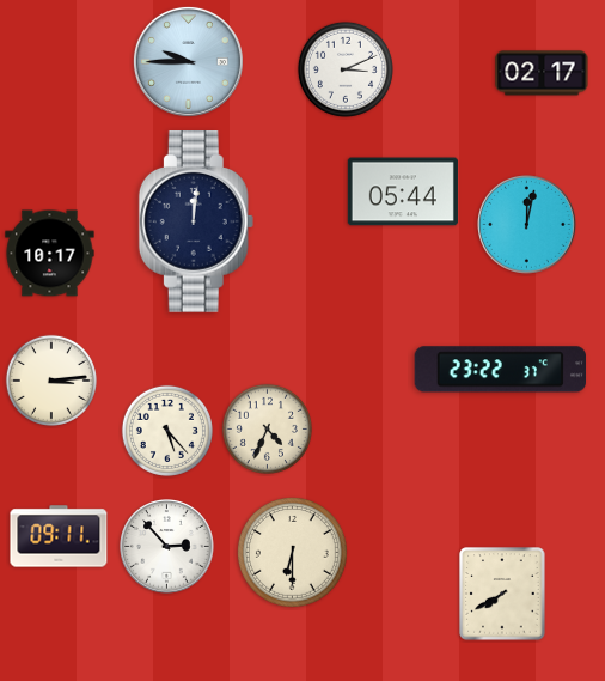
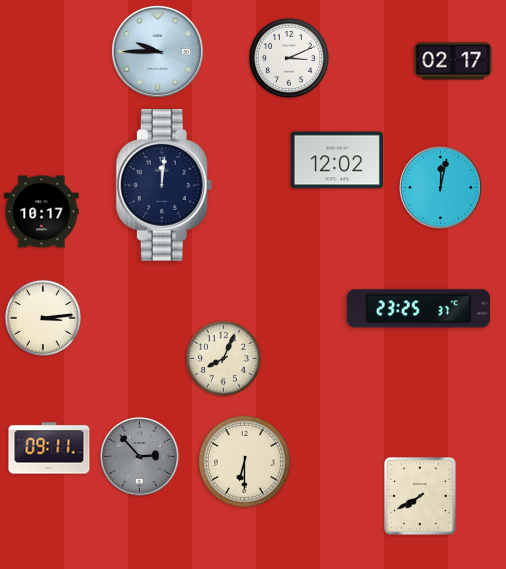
clock at (403, 191): 05:44 -> 12:02
clock at (500, 370): 23:22 -> 23:25
clock at (267, 428): 4:34 -> 8:04
clock at (167, 431): 5:23 -> none
clock at (167, 547) dial: white -> grey
